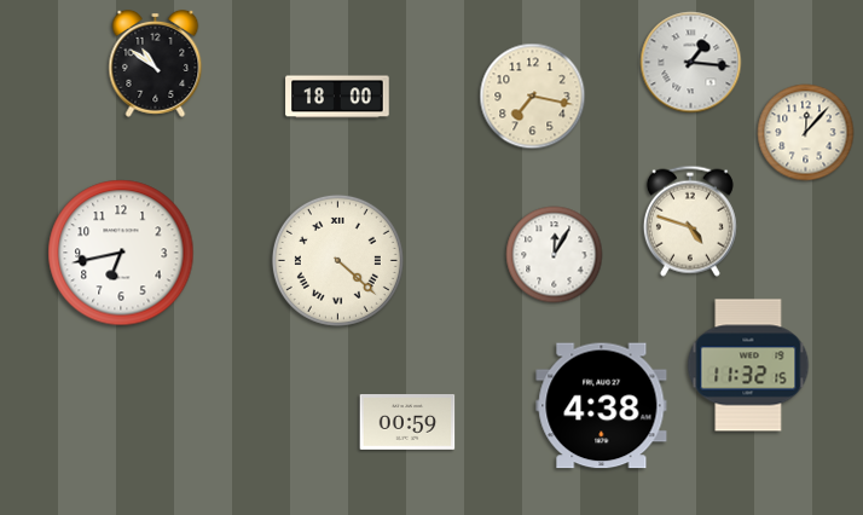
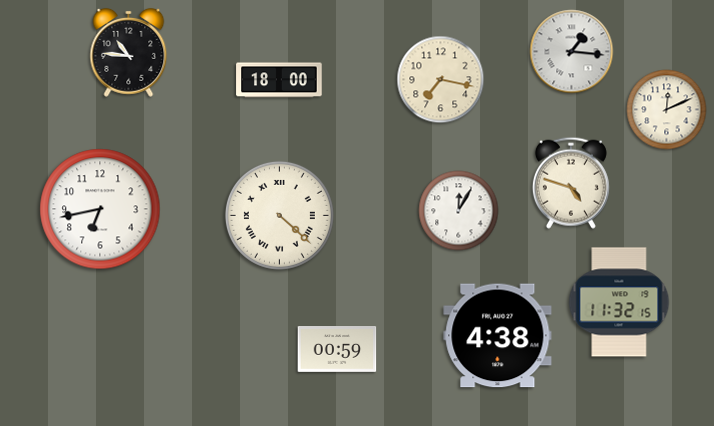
clock at (156, 64): 10:51 -> 10:46
clock at (806, 133): 12:07 -> 12:11
